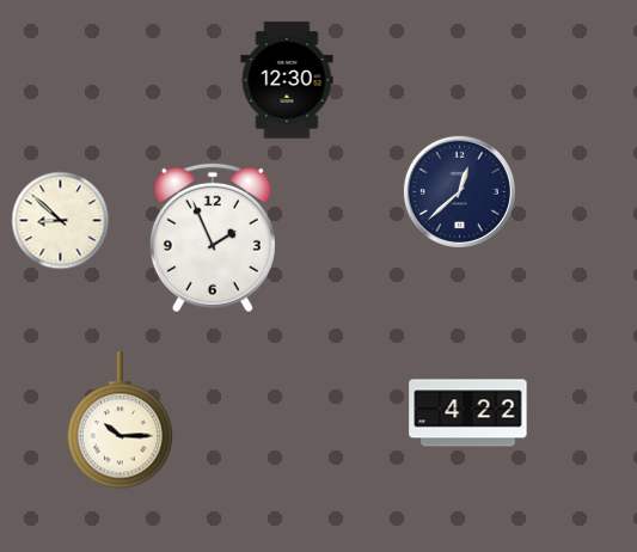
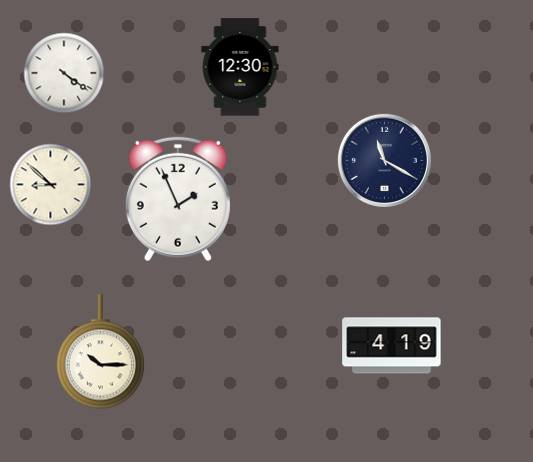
clock at (64, 73): none -> 4:21
clock at (459, 191): 12:38 -> 11:20
clock at (468, 413): 4:22 -> 4:19
